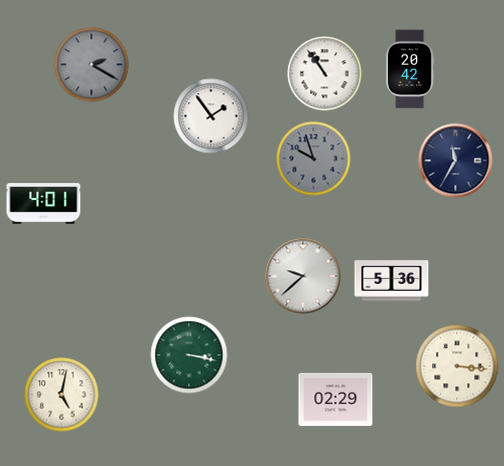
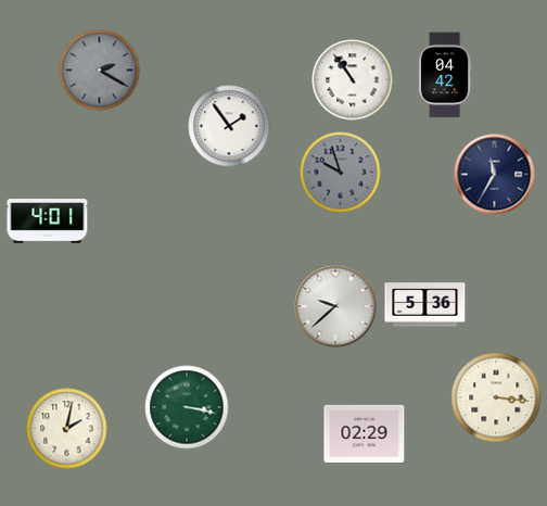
clock at (410, 69): 20:42 -> 04:42
clock at (303, 276) position: (303, 276) -> (335, 306)
clock at (189, 355) position: (189, 355) -> (187, 407)
clock at (62, 395): 5:02 -> 2:02
